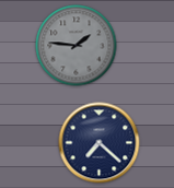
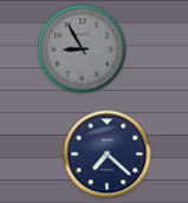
clock at (77, 46): 1:46 -> 8:55
